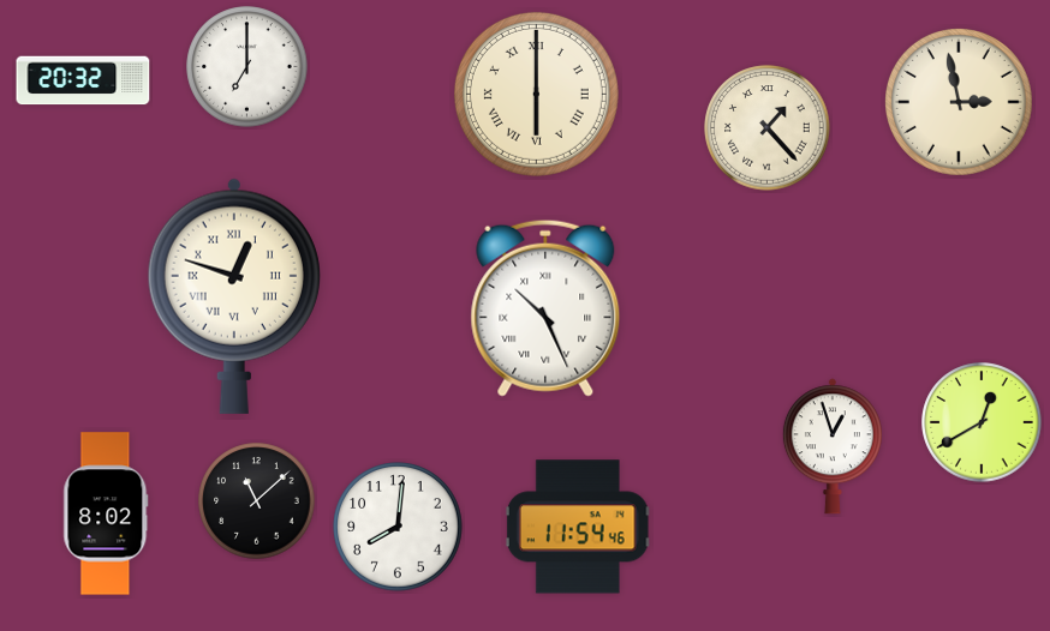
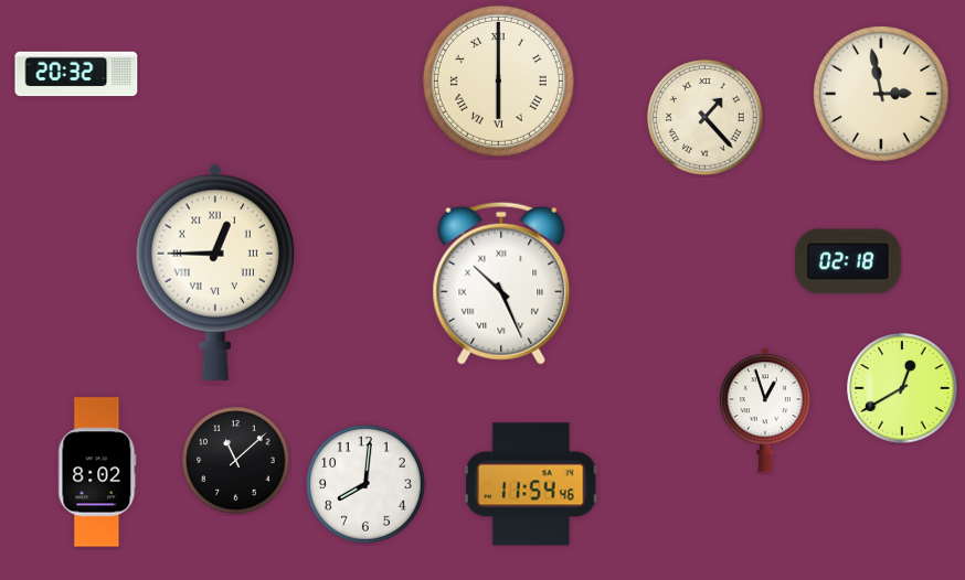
clock at (247, 67): 7:00 -> none
clock at (536, 94) position: (536, 94) -> (498, 80)
clock at (848, 261): none -> 02:18
clock at (234, 296): 12:48 -> 12:45
